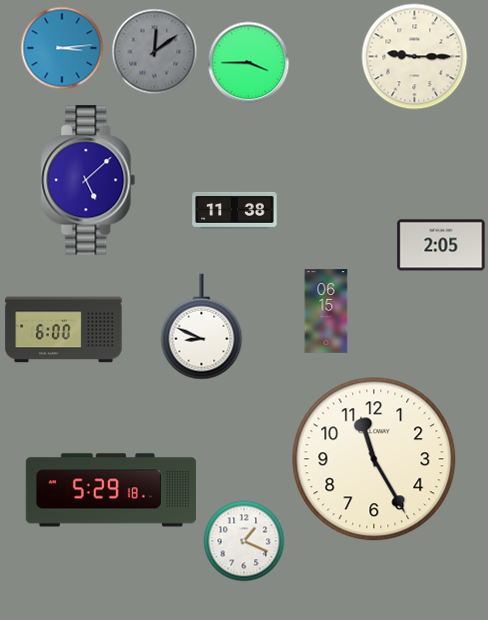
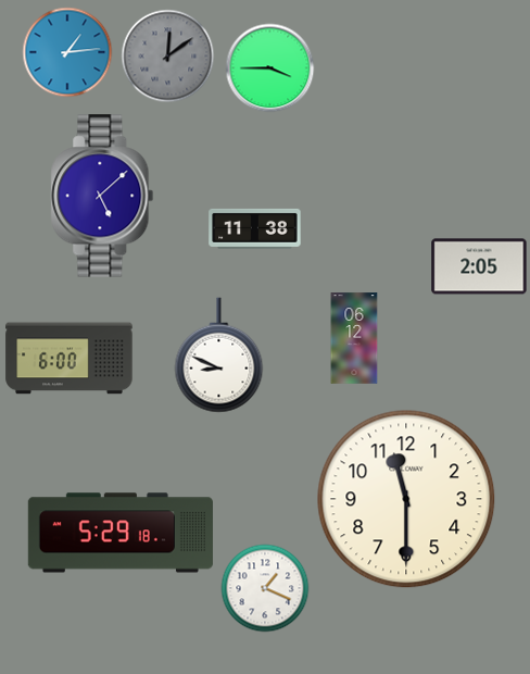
clock at (62, 48): 3:14 -> 1:14
clock at (415, 57): 9:15 -> none
clock at (88, 180) position: (88, 180) -> (102, 196)
clock at (326, 311): 06:15 -> 06:12
clock at (374, 459): 11:25 -> 11:30
